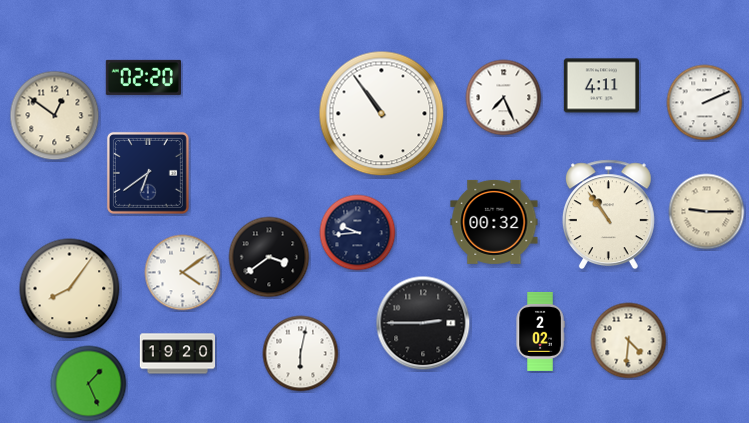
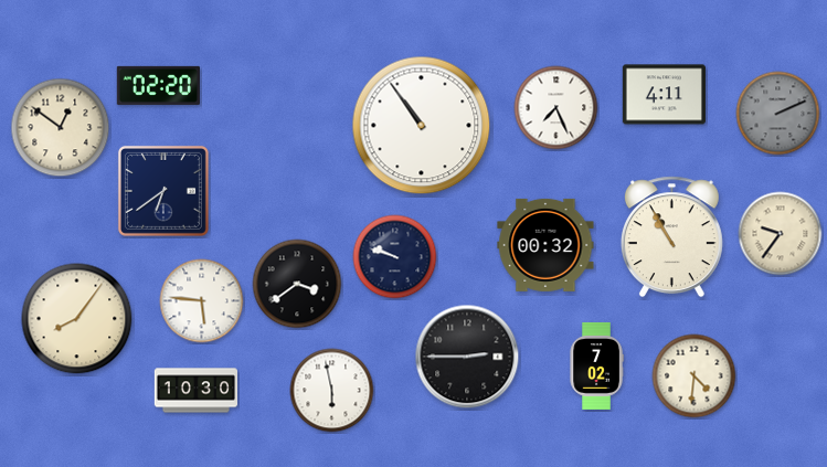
clock at (705, 103) dial: white -> grey
clock at (707, 212): 9:15 -> 9:36
clock at (608, 215): 10:54 -> 10:55
clock at (358, 233): 9:44 -> 9:48
clock at (183, 273): 4:09 -> 5:46
clock at (540, 331): 2:02 -> 7:02
clock at (177, 354): 19:20 -> 10:30
clock at (301, 354): 6:02 -> 5:58
clock at (89, 384): 1:26 -> none
